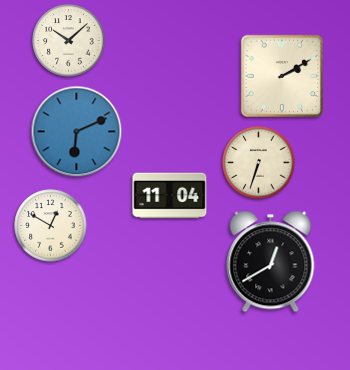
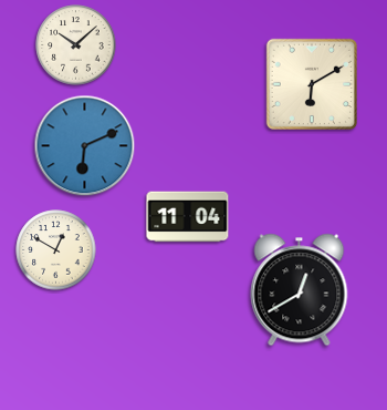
clock at (282, 76): 2:10 -> 6:10
clock at (259, 163): 6:33 -> none
